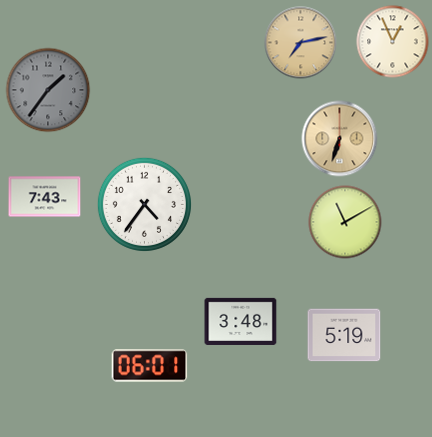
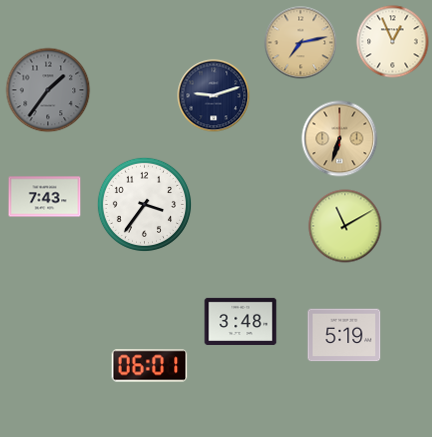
clock at (214, 96): none -> 9:12
clock at (144, 204): 4:36 -> 3:36
clock at (345, 222) position: (345, 222) -> (345, 226)
